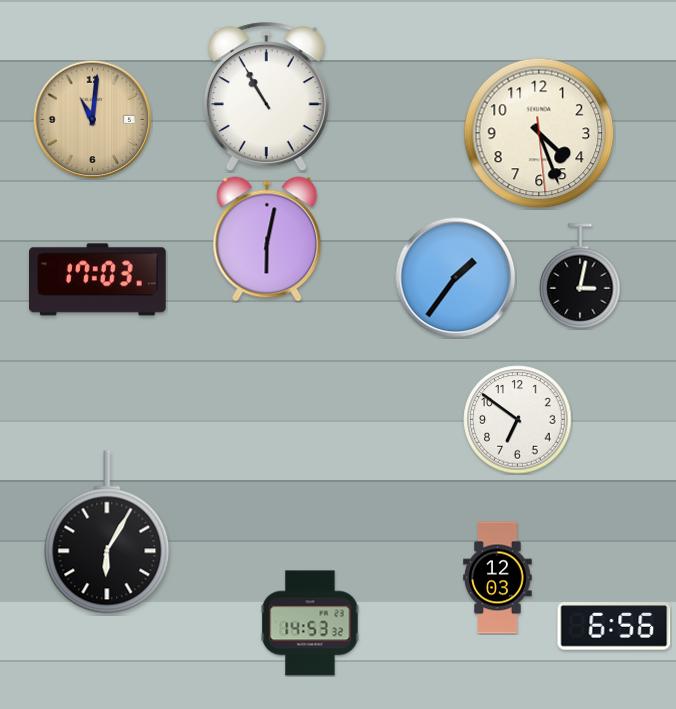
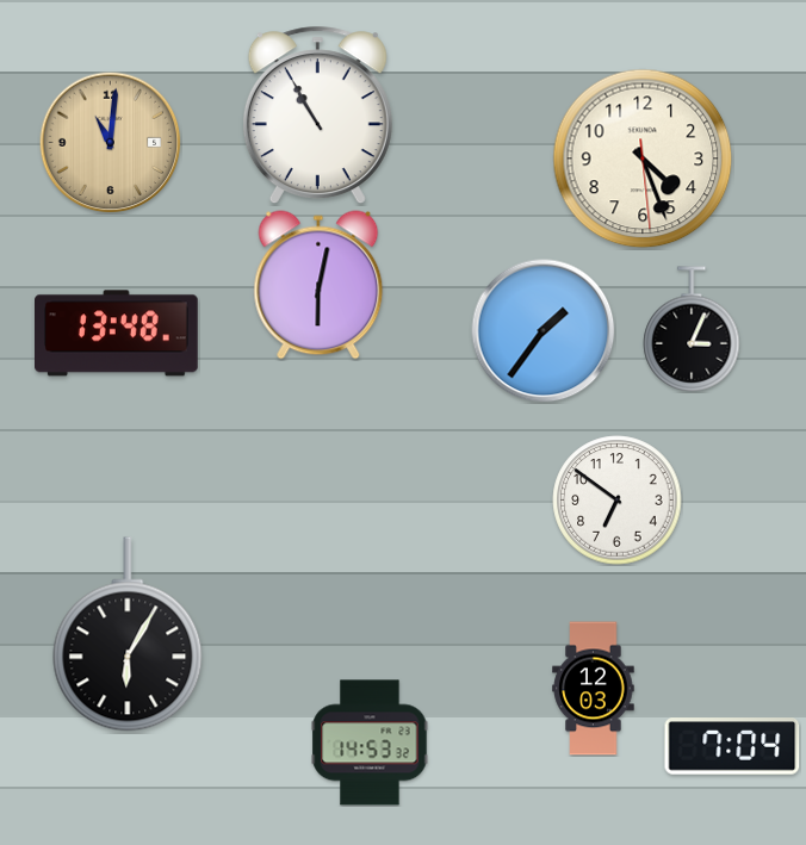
clock at (580, 276): 3:02 -> 3:04
clock at (98, 280): 17:03 -> 13:48
clock at (614, 626): 6:56 -> 7:04
